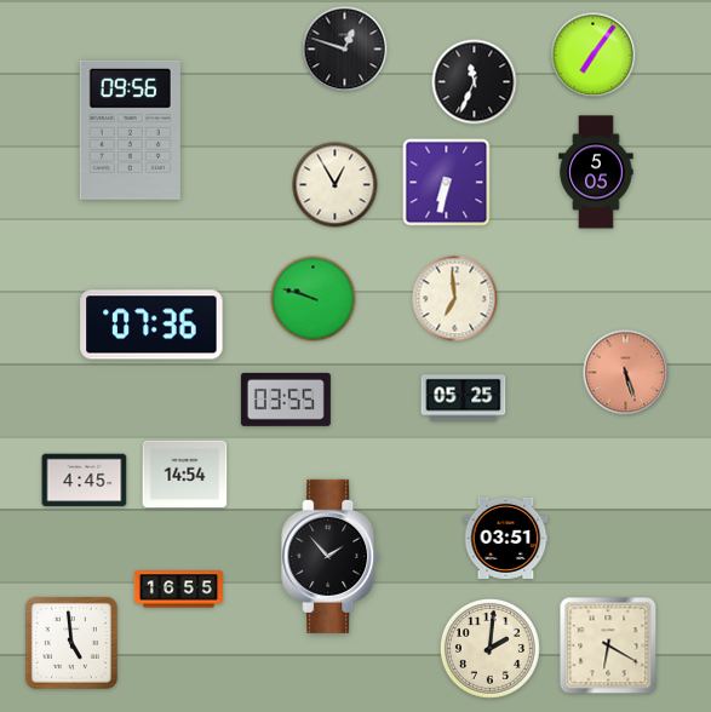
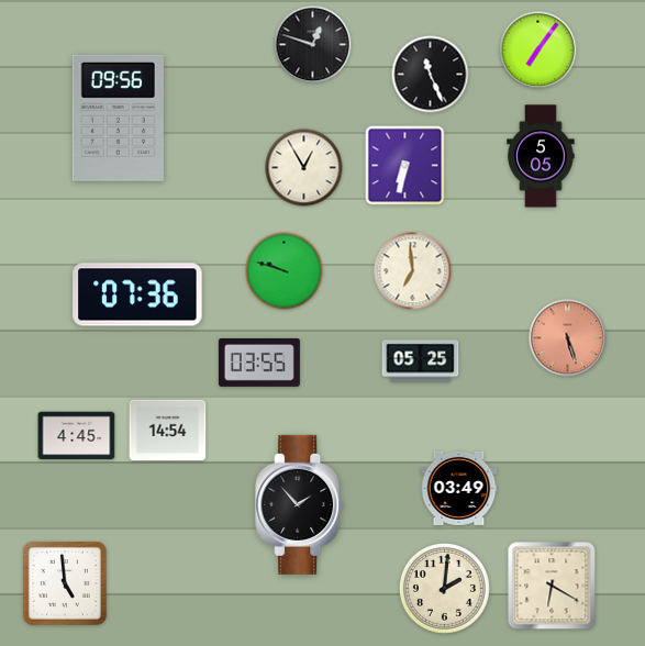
clock at (475, 82): 11:34 -> 11:26
clock at (506, 538): 03:51 -> 03:49
clock at (178, 590): 16:55 -> none
